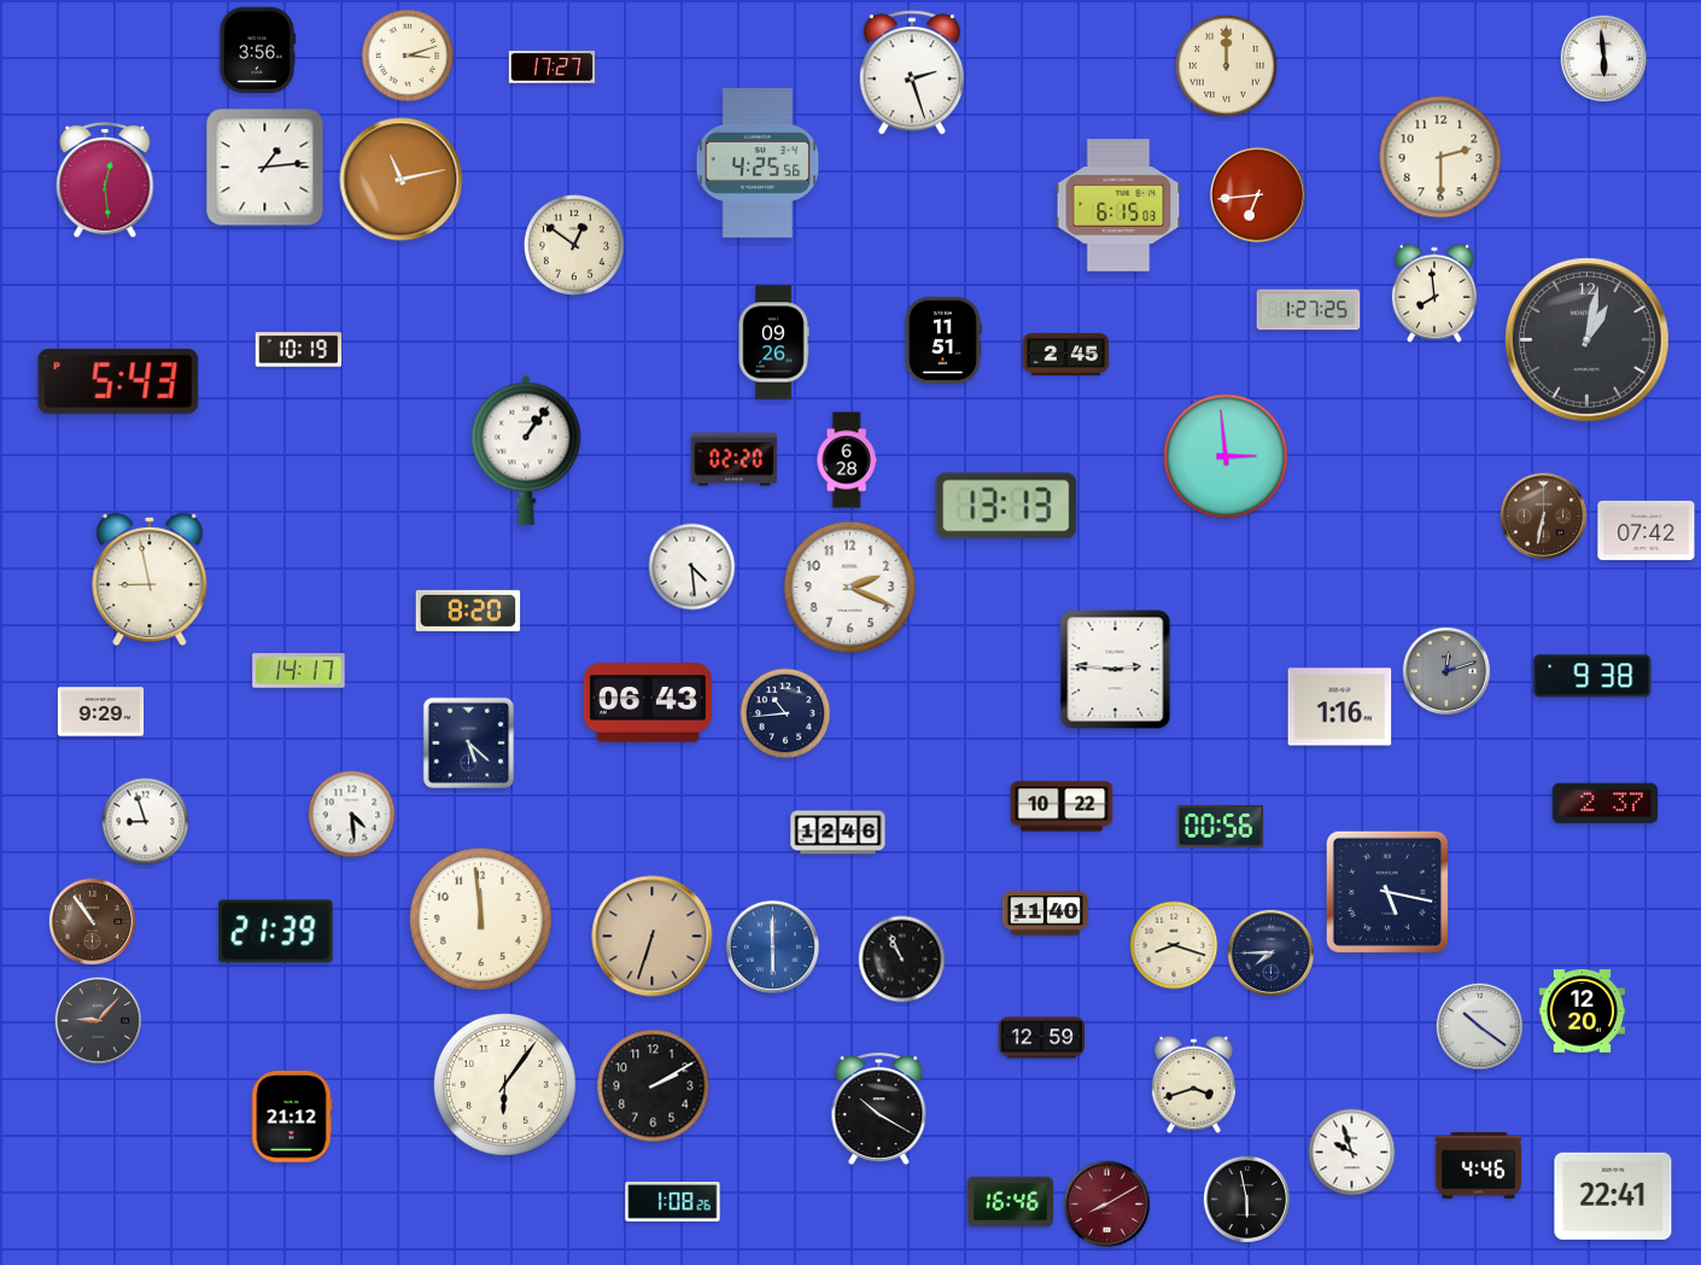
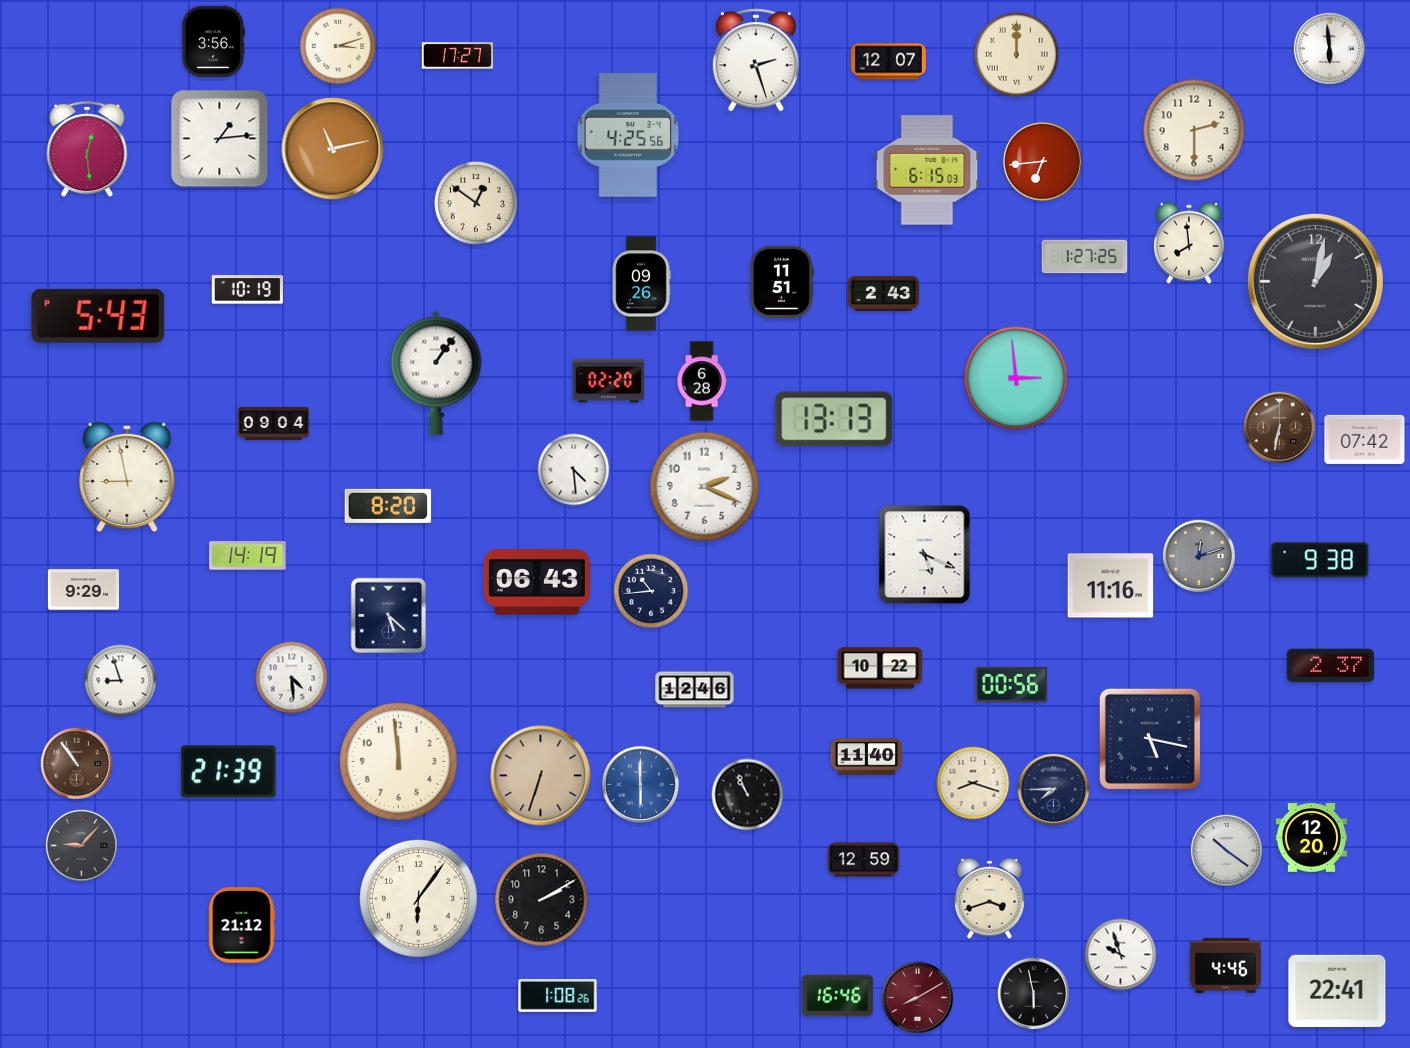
clock at (889, 62): none -> 12:07
clock at (1066, 354): 2:45 -> 2:43
clock at (274, 424): none -> 09:04
clock at (150, 579) position: (150, 579) -> (127, 477)
clock at (1116, 670): 2:46 -> 5:19
clock at (299, 671): 14:17 -> 14:19
clock at (1340, 707): 1:16 -> 11:16
clock at (352, 815) position: (352, 815) -> (292, 678)
clock at (879, 1109): 10:20 -> none
